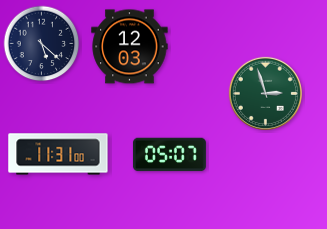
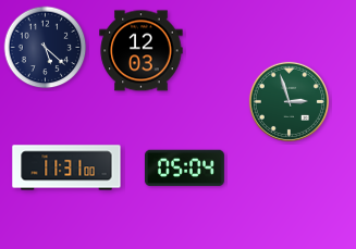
clock at (58, 154) position: (58, 154) -> (66, 167)
clock at (169, 155): 05:07 -> 05:04
